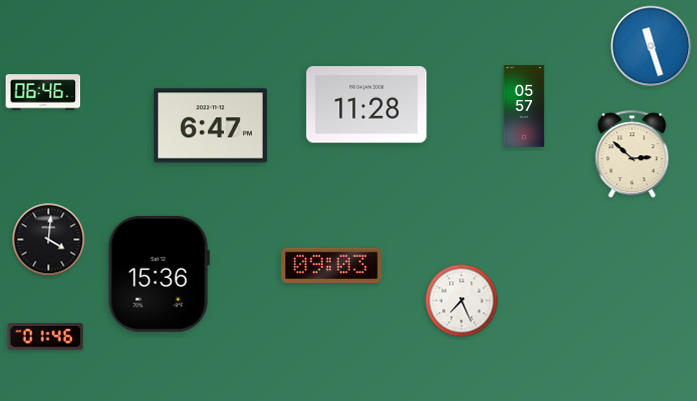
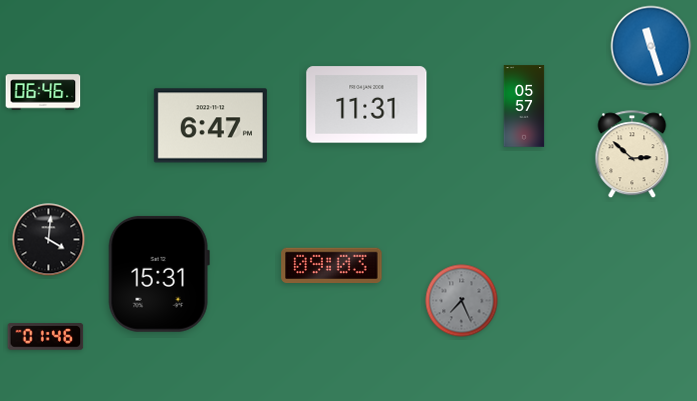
clock at (367, 105): 11:28 -> 11:31
clock at (159, 274): 15:36 -> 15:31
clock at (462, 301) dial: white -> grey
